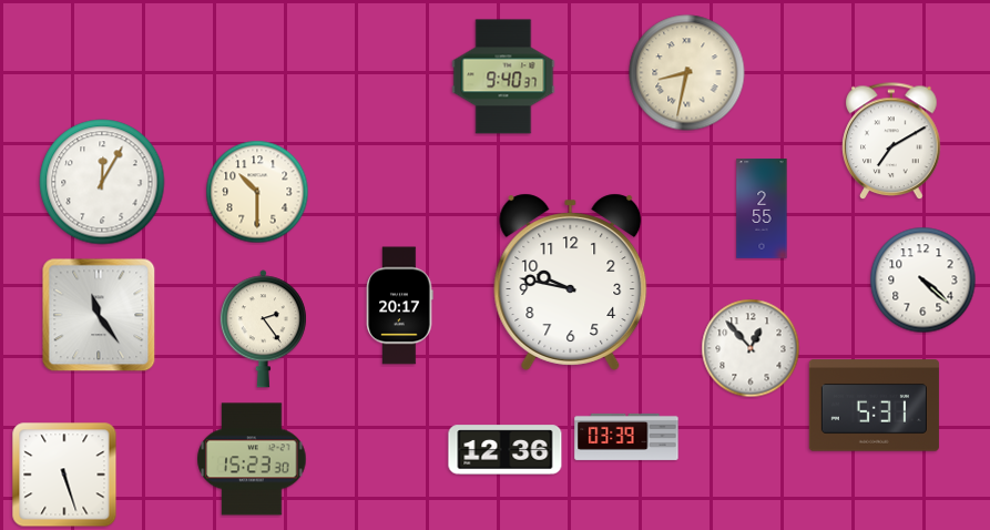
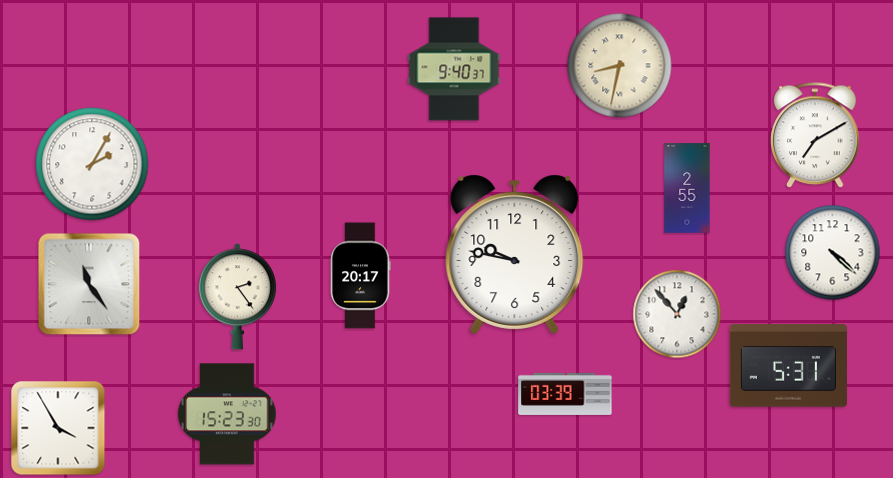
clock at (891, 142) position: (891, 142) -> (815, 136)
clock at (102, 182): 12:05 -> 2:05
clock at (257, 192): 10:30 -> none
clock at (506, 450): 12:36 -> none
clock at (64, 475): 5:27 -> 3:55
